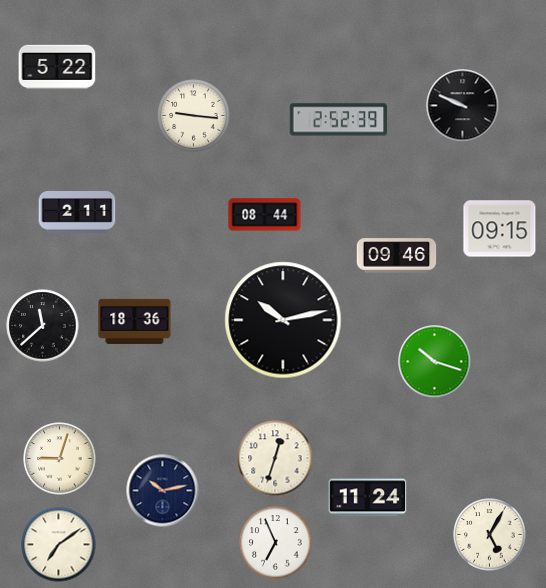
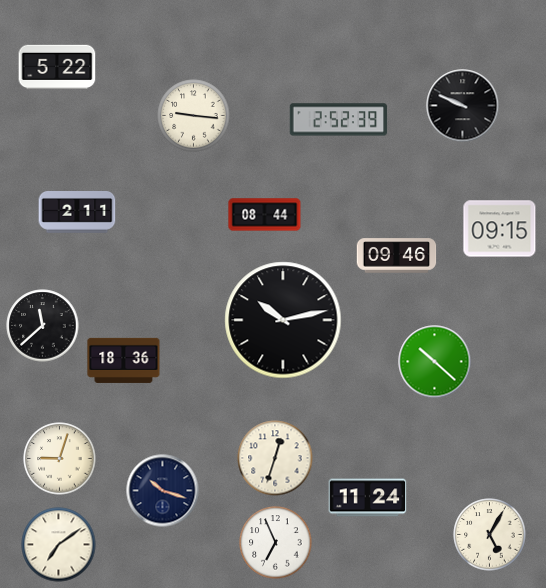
clock at (135, 321) position: (135, 321) -> (124, 360)
clock at (435, 362): 10:18 -> 10:22
clock at (163, 491): 10:13 -> 10:18
